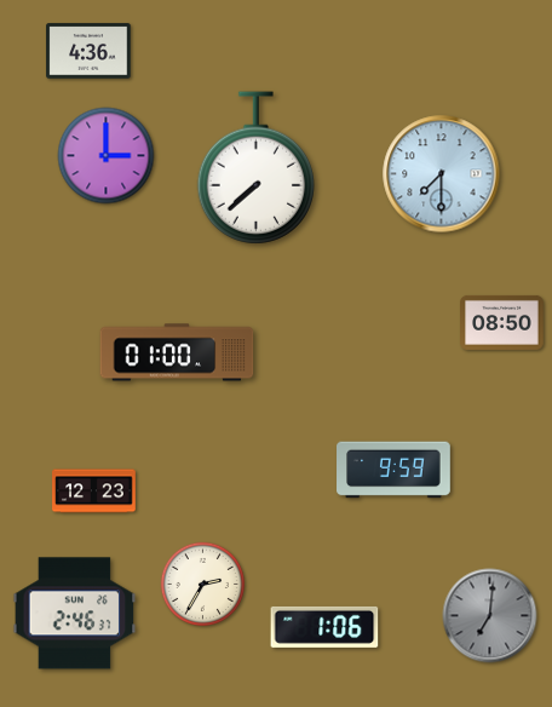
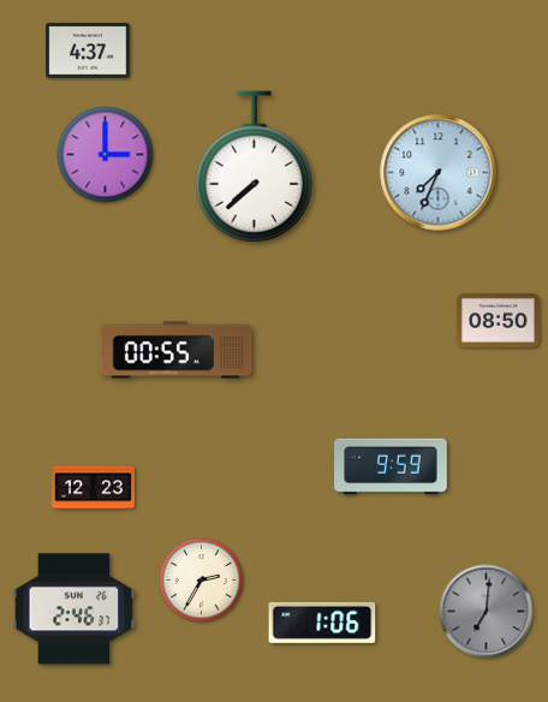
clock at (88, 51): 4:36 -> 4:37
clock at (442, 174): 7:30 -> 7:34
clock at (177, 352): 01:00 -> 00:55
